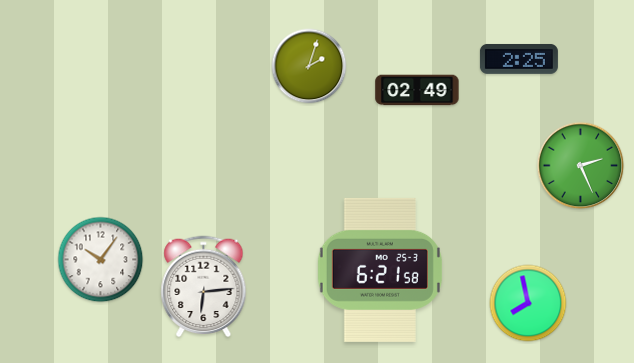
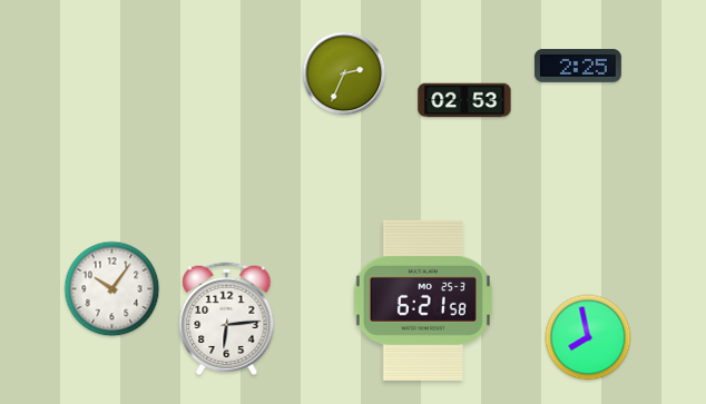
clock at (309, 66): 2:03 -> 2:34
clock at (417, 90): 02:49 -> 02:53
clock at (581, 166): 2:26 -> none
